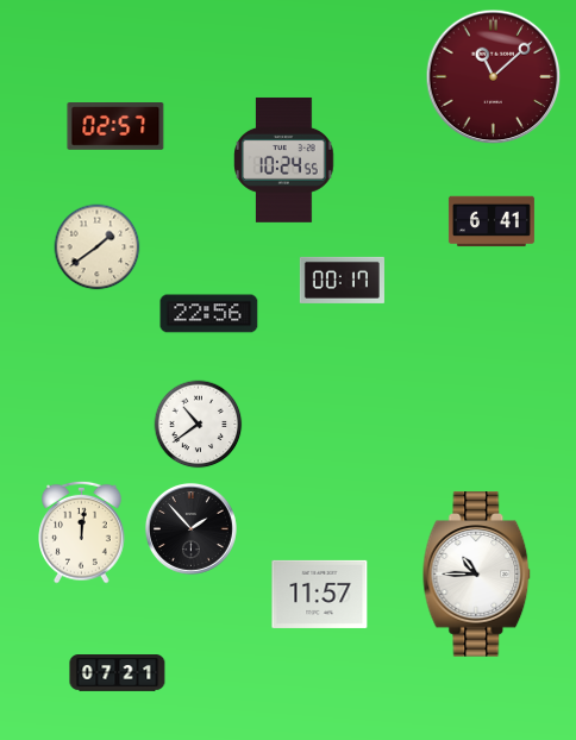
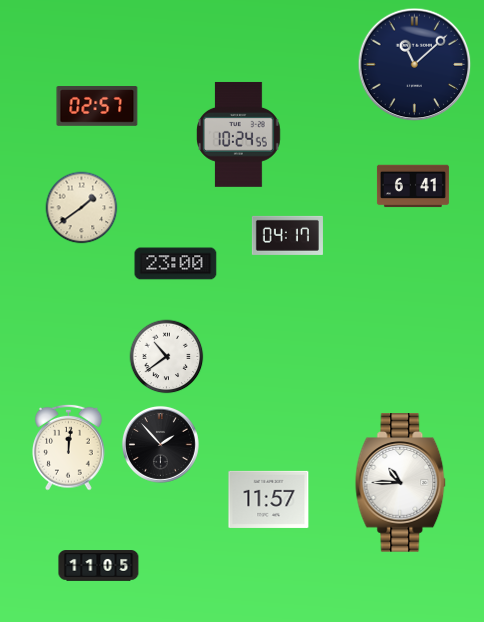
clock at (494, 77) dial: burgundy -> navy
clock at (342, 280): 00:17 -> 04:17
clock at (209, 314): 22:56 -> 23:00
clock at (118, 673): 07:21 -> 11:05
